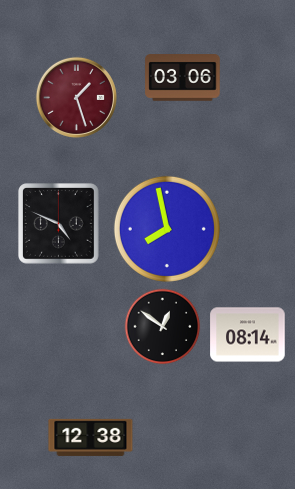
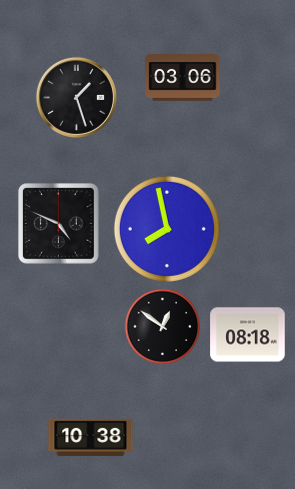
clock at (76, 97) dial: burgundy -> black
clock at (248, 335): 08:14 -> 08:18
clock at (91, 437): 12:38 -> 10:38
